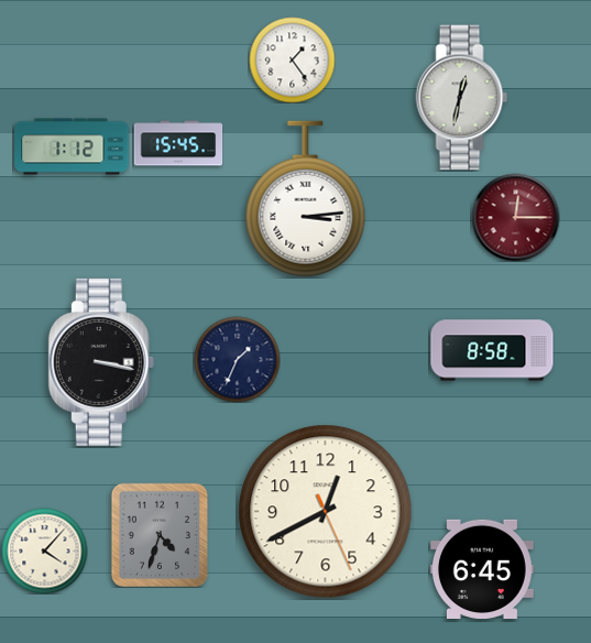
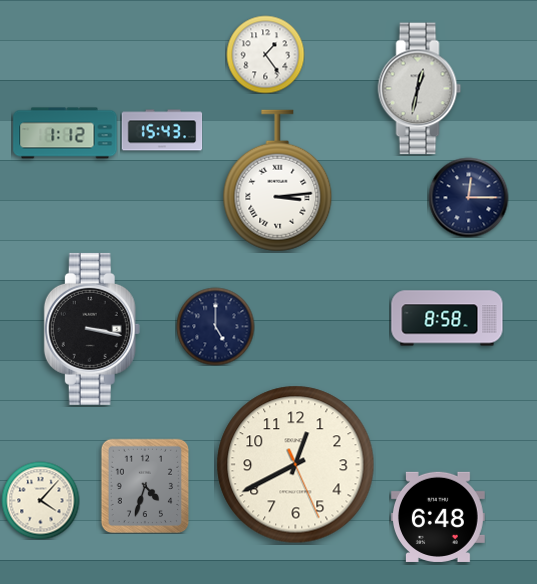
clock at (178, 143): 15:45 -> 15:43
clock at (515, 217) dial: burgundy -> navy
clock at (237, 359): 1:34 -> 5:00
clock at (482, 569): 6:45 -> 6:48
